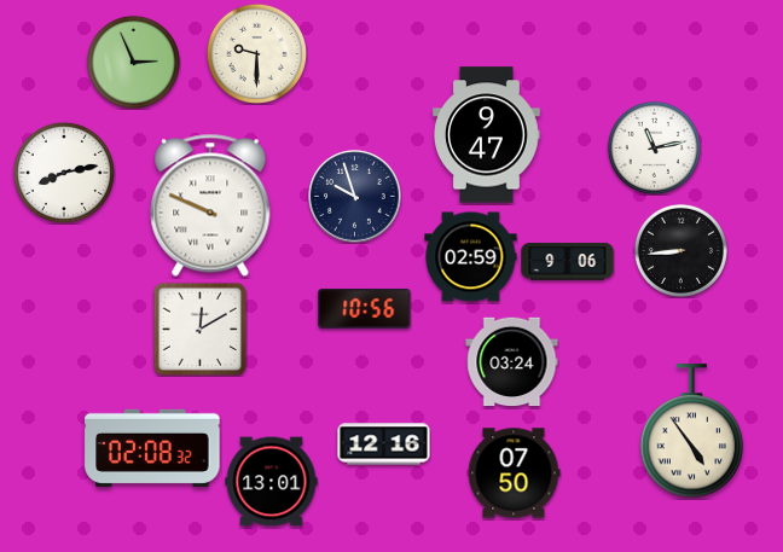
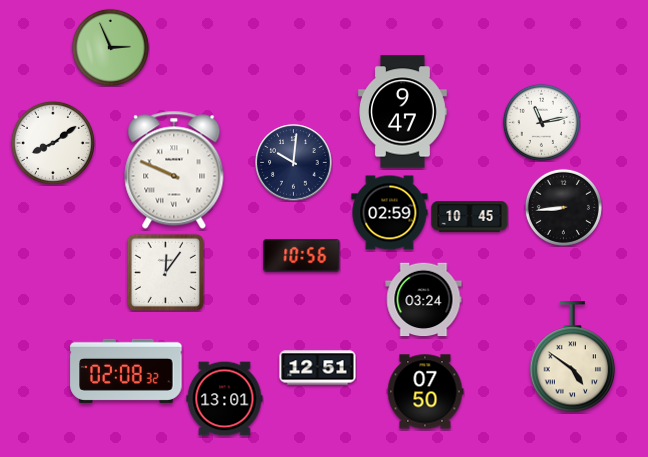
clock at (256, 53): 9:30 -> none
clock at (133, 62) position: (133, 62) -> (110, 47)
clock at (64, 173): 8:13 -> 8:09
clock at (355, 197): 9:57 -> 10:01
clock at (568, 262): 9:06 -> 10:45
clock at (199, 329): 12:10 -> 12:06
clock at (692, 431): 4:54 -> 4:51
clock at (384, 444): 12:16 -> 12:51
